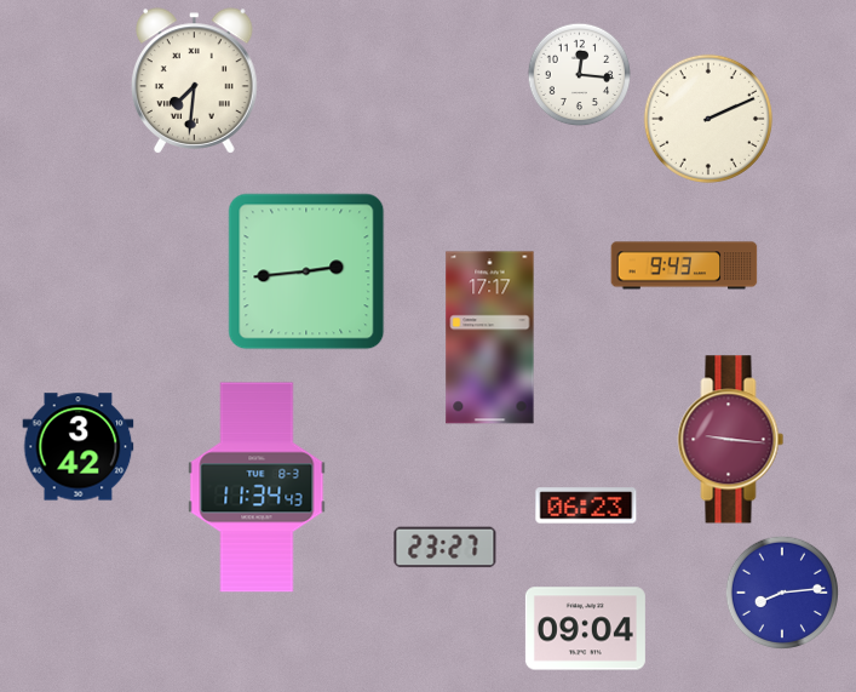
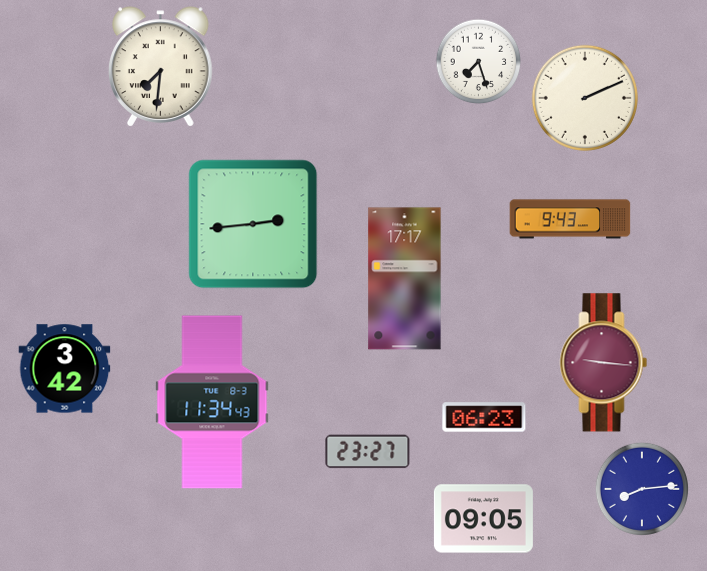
clock at (580, 75): 12:16 -> 7:27
clock at (684, 265) position: (684, 265) -> (570, 219)
clock at (781, 591) position: (781, 591) -> (641, 488)
clock at (585, 629): 09:04 -> 09:05
